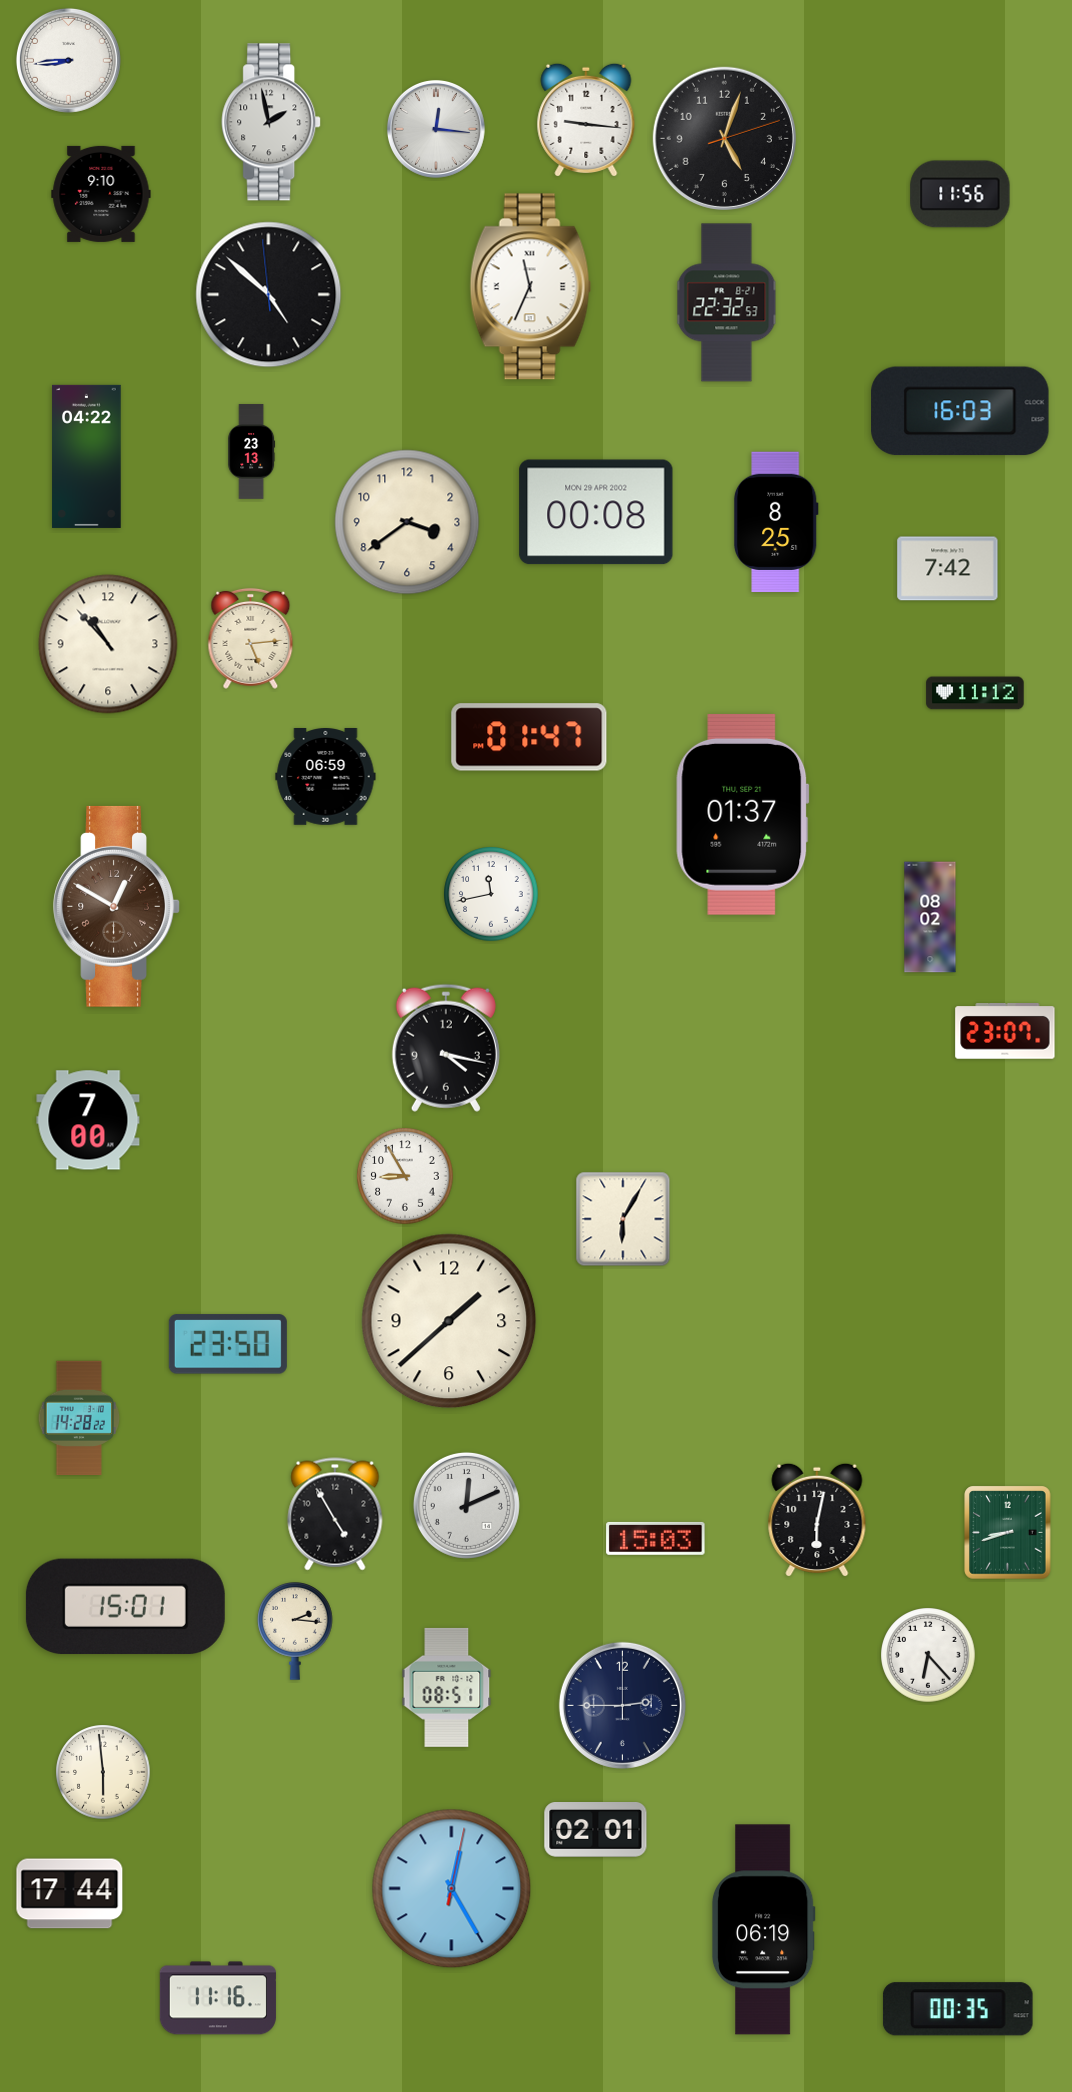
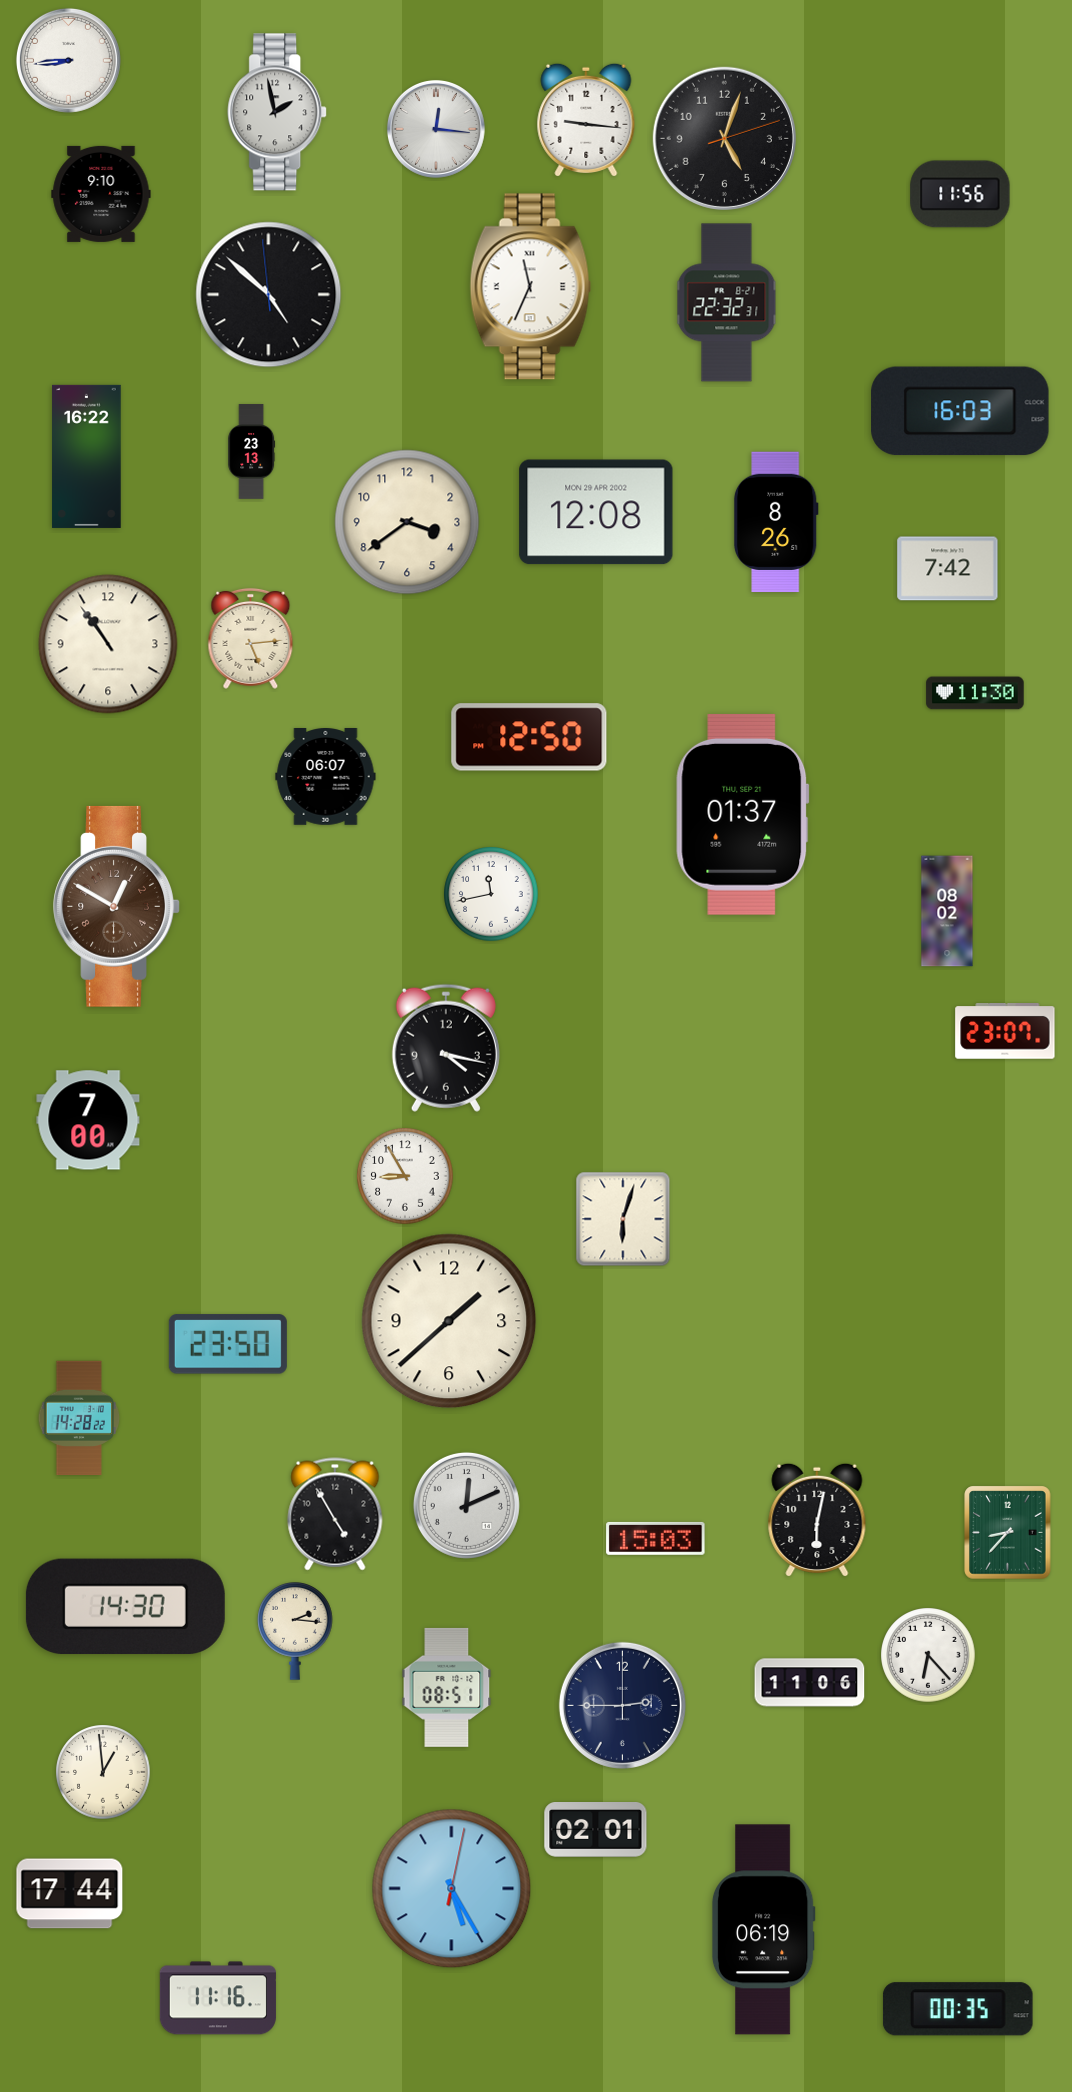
clock at (272, 122) position: (272, 122) -> (278, 112)
clock at (727, 303): 22:32:53 -> 22:32:31
clock at (87, 456): 04:22 -> 16:22
clock at (596, 512): 00:08 -> 12:08
clock at (776, 522): 8:25 -> 8:26
clock at (108, 644): 10:53 -> 10:54
clock at (975, 693): 11:12 -> 11:30
clock at (529, 737): 01:47 -> 12:50
clock at (326, 777): 06:59 -> 06:07
clock at (930, 917) position: (930, 917) -> (947, 911)
clock at (623, 1219): 6:05 -> 6:03
clock at (1008, 1533): 8:42 -> 8:37
clock at (125, 1607): 15:01 -> 14:30
clock at (810, 1683): none -> 11:06
clock at (103, 1772): 5:59 -> 12:59
clock at (452, 1889): 12:25 -> 5:25
